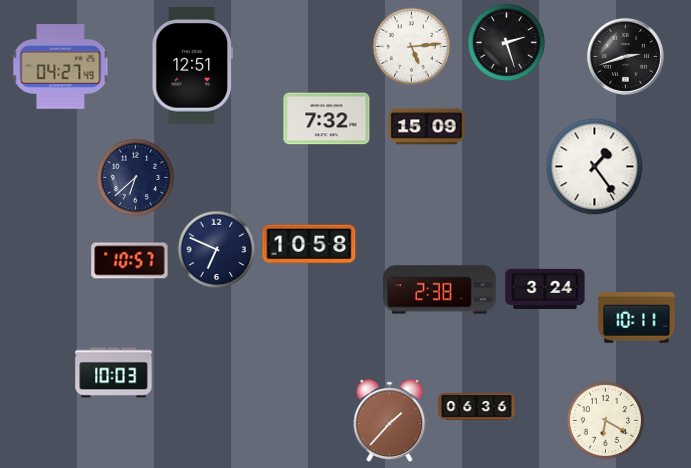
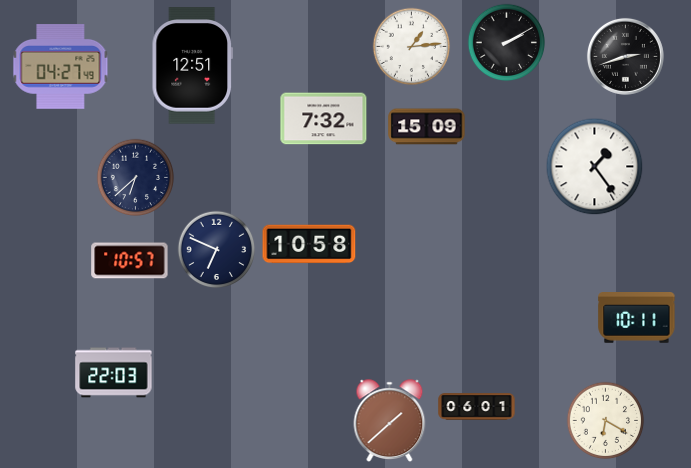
clock at (506, 42): 2:27 -> 2:10
clock at (411, 46): 5:14 -> 1:14
clock at (327, 119) position: (327, 119) -> (324, 119)
clock at (545, 288): 3:24 -> none
clock at (440, 290): 2:38 -> none
clock at (114, 373): 10:03 -> 22:03
clock at (477, 407): 06:36 -> 06:01
clock at (390, 420): 1:37 -> 1:38
